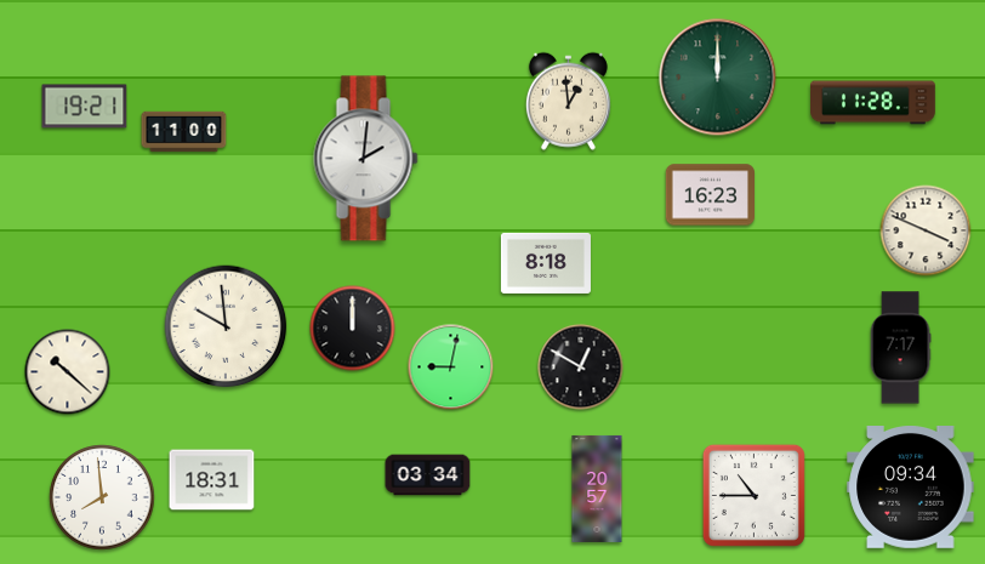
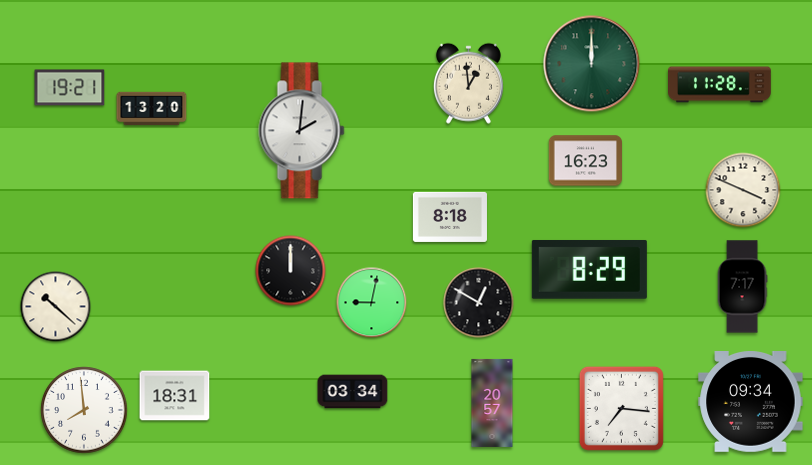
clock at (184, 132): 11:00 -> 13:20
clock at (926, 230) position: (926, 230) -> (743, 190)
clock at (226, 326): 9:59 -> none
clock at (589, 269): none -> 8:29
clock at (753, 495): 10:45 -> 7:16
